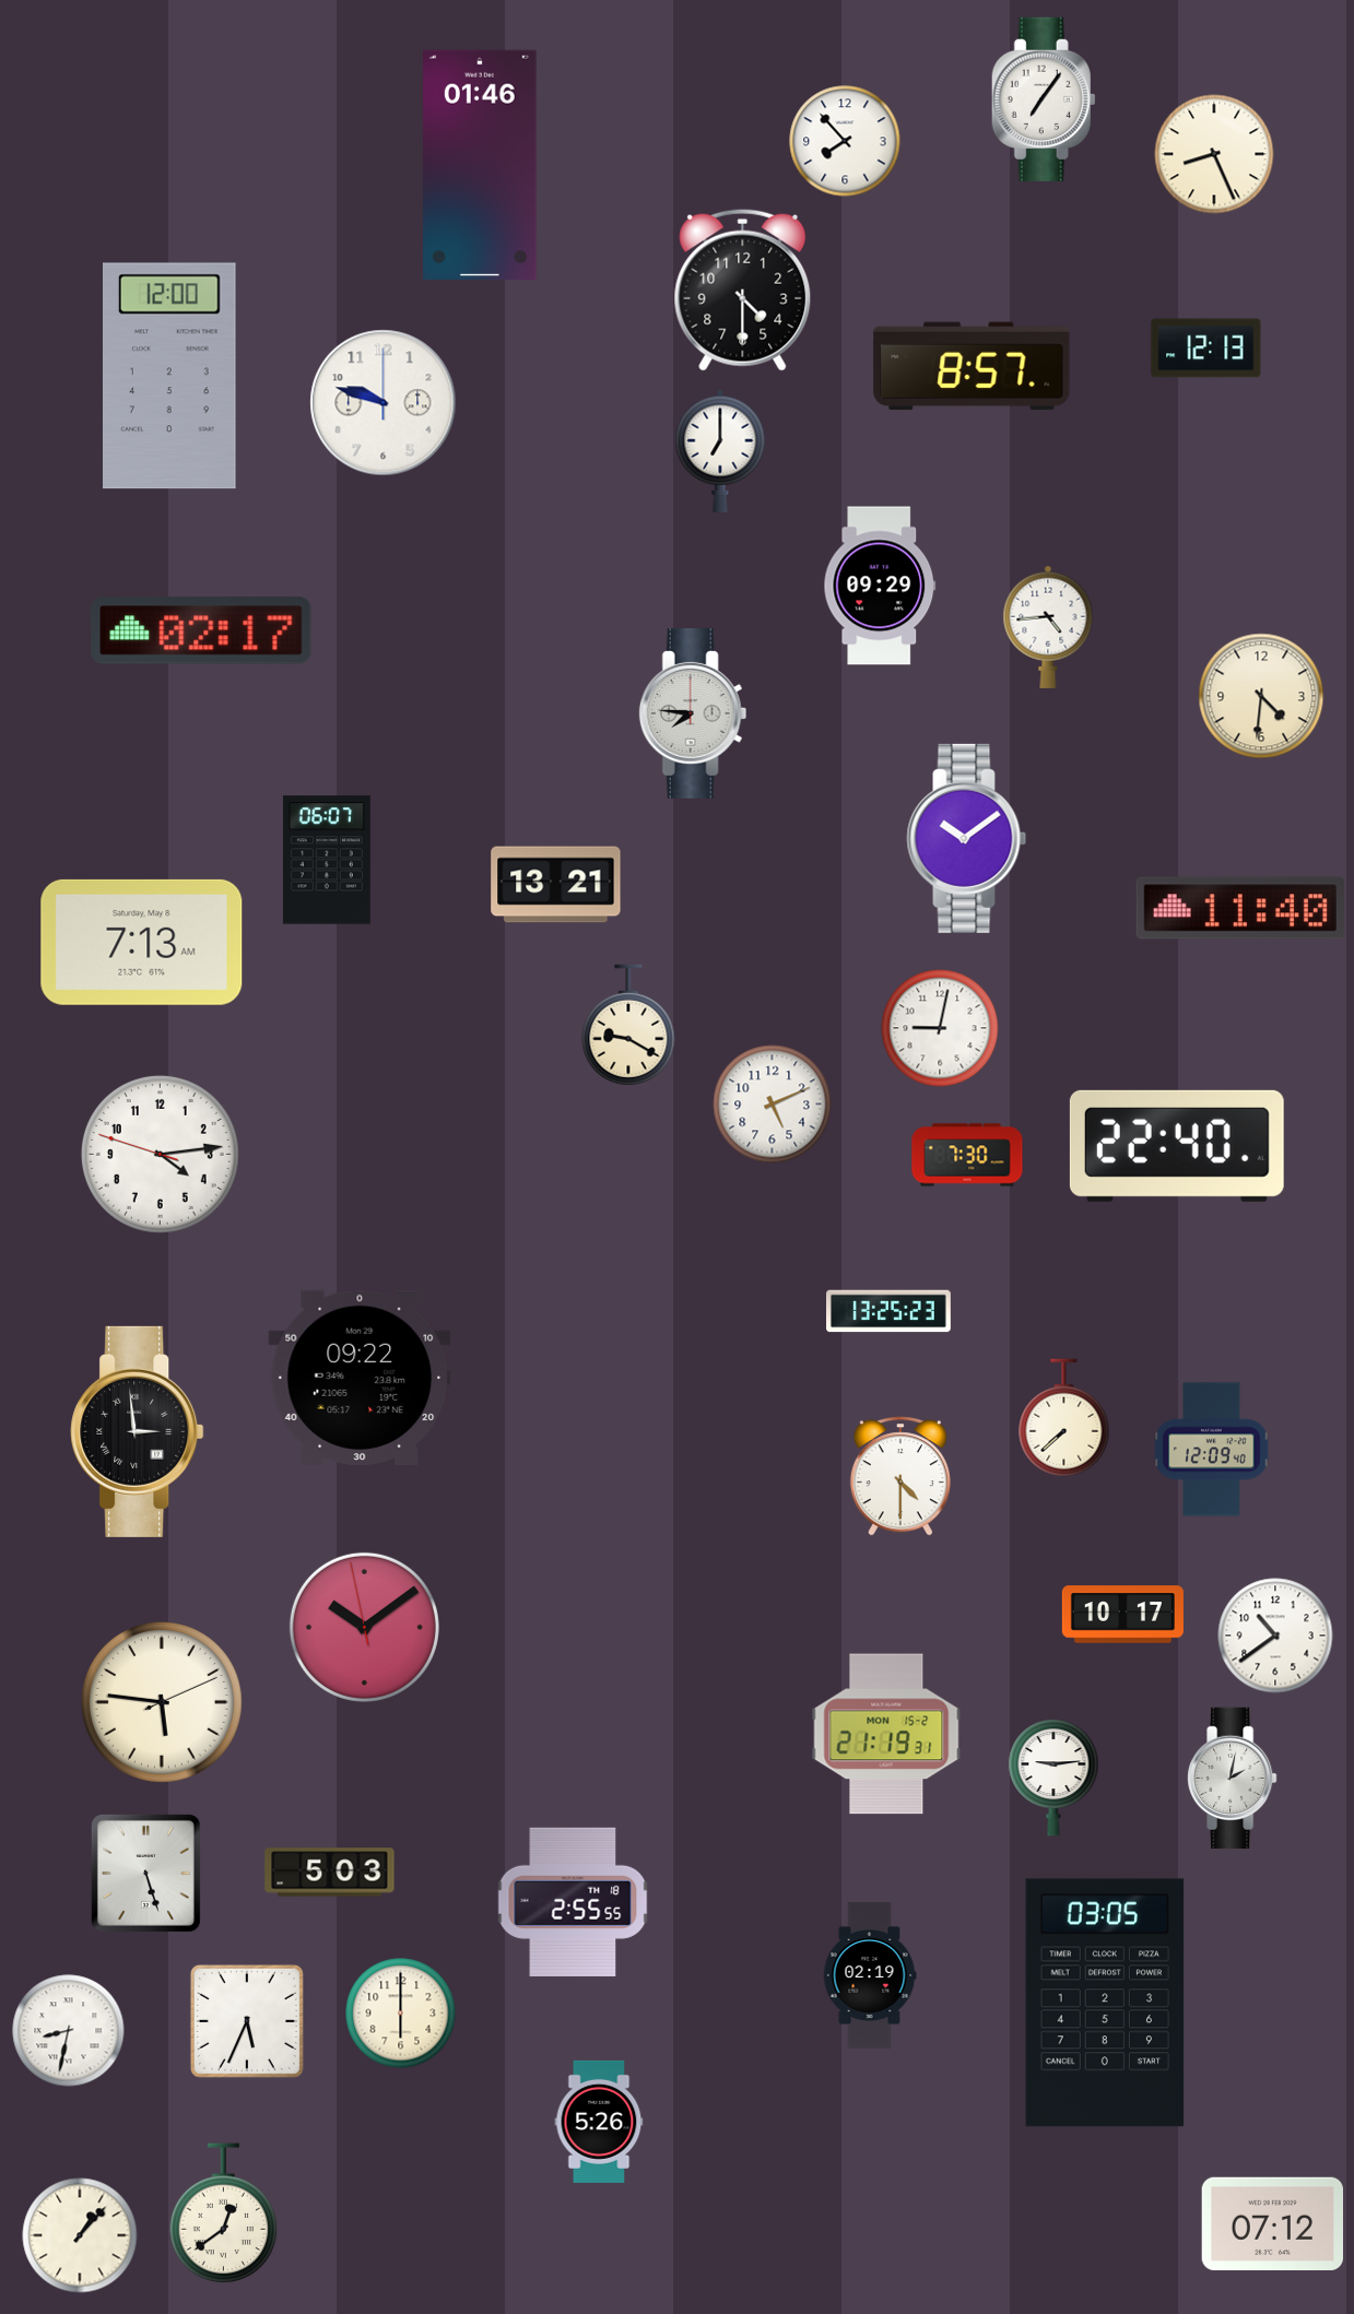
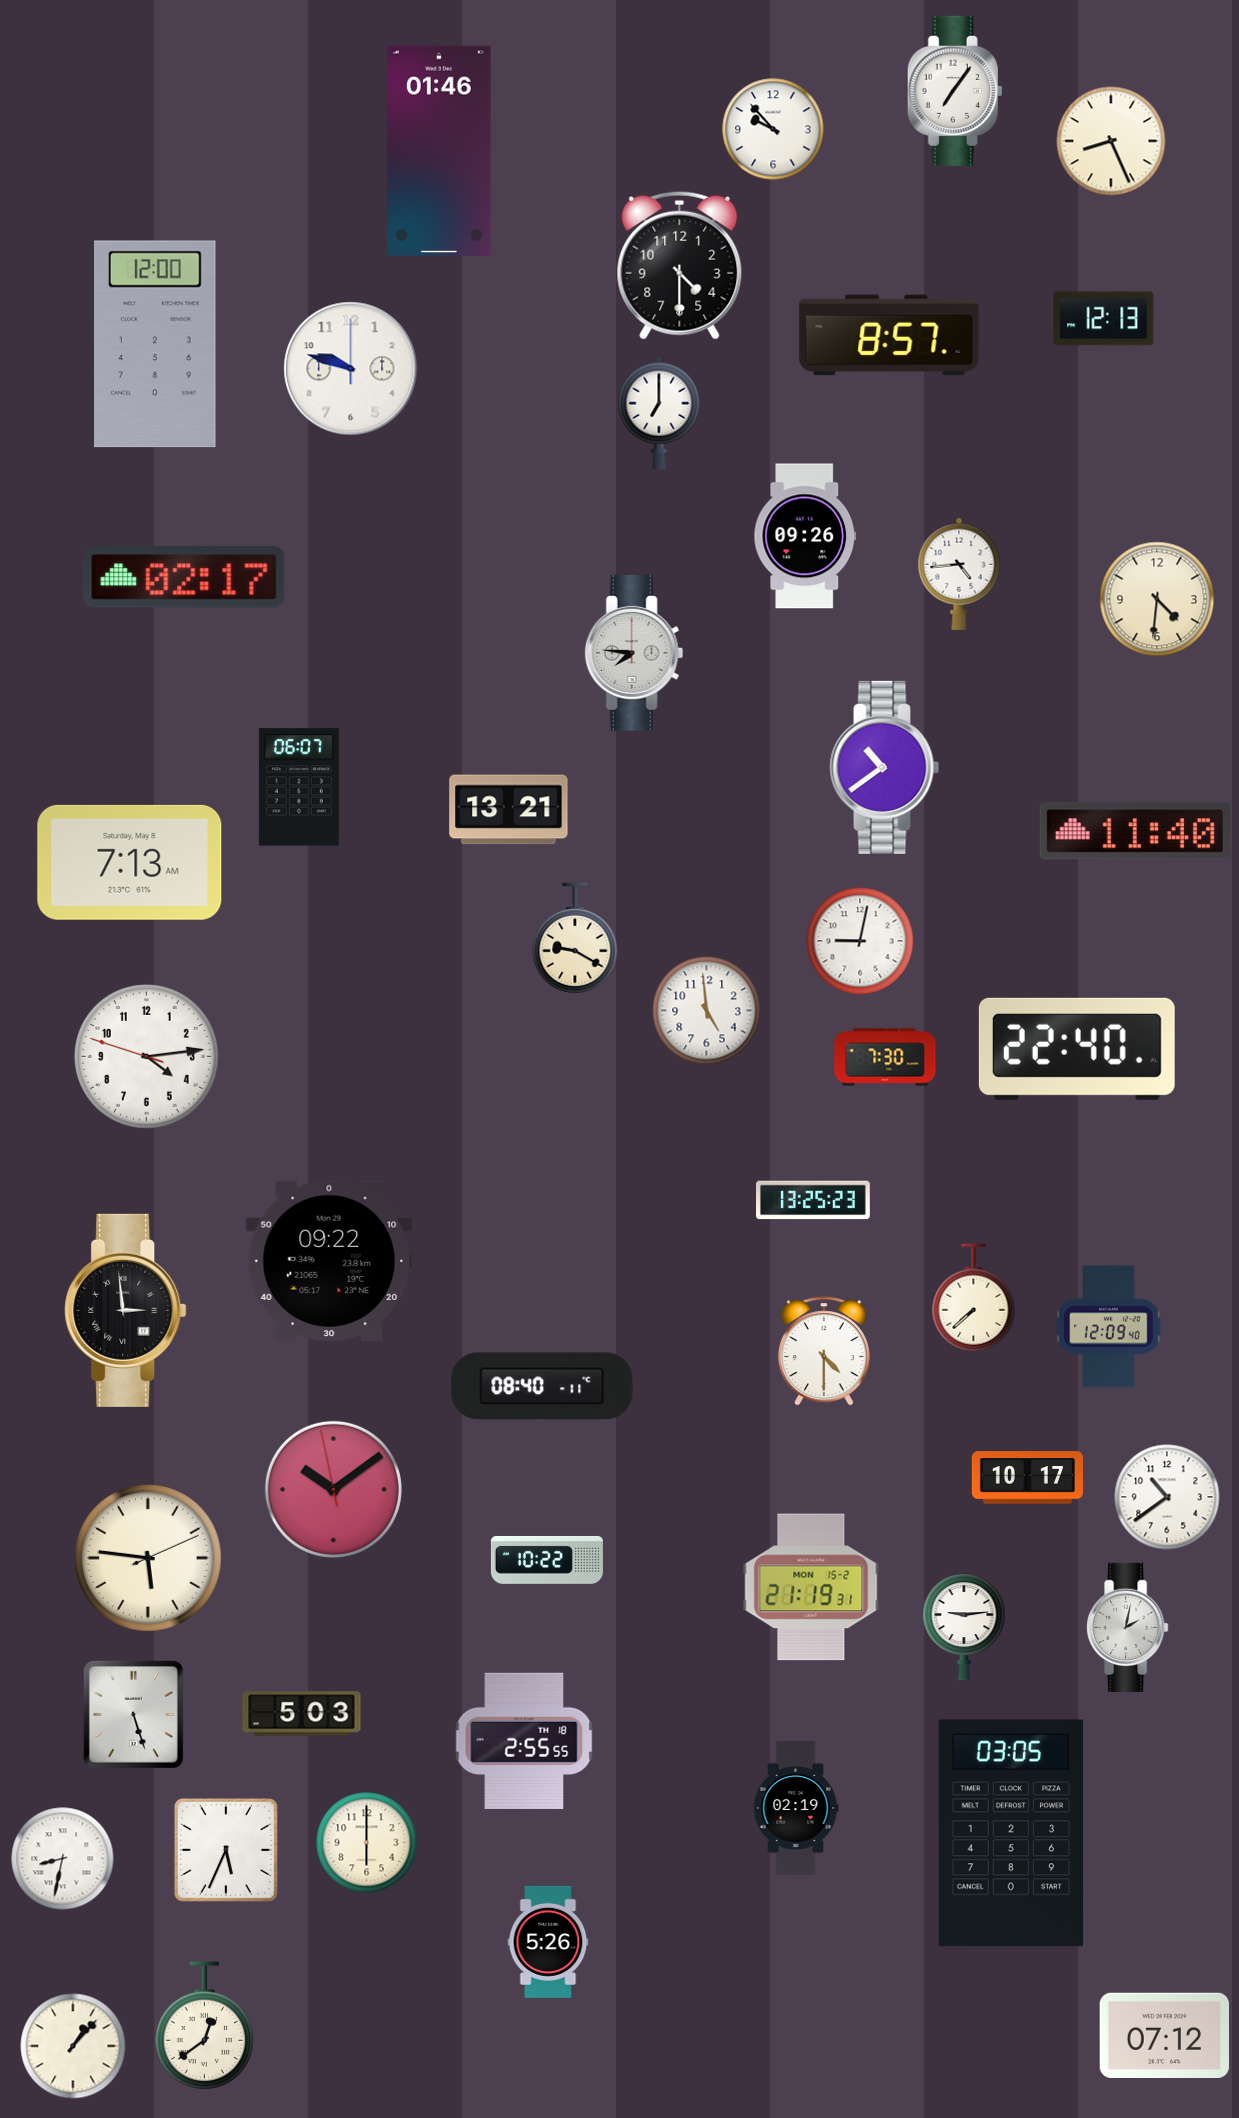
clock at (845, 141): 7:53 -> 9:53
clock at (880, 586): 09:29 -> 09:26
clock at (1261, 696) position: (1261, 696) -> (1157, 599)
clock at (967, 838): 10:09 -> 10:39
clock at (773, 1105): 5:11 -> 4:59
clock at (542, 1386): none -> 08:40
clock at (547, 1560): none -> 10:22
